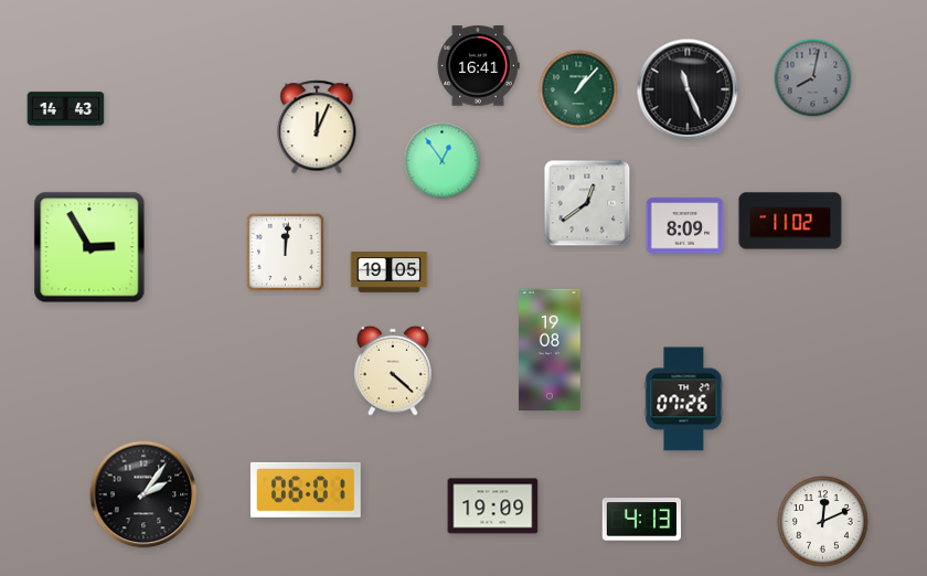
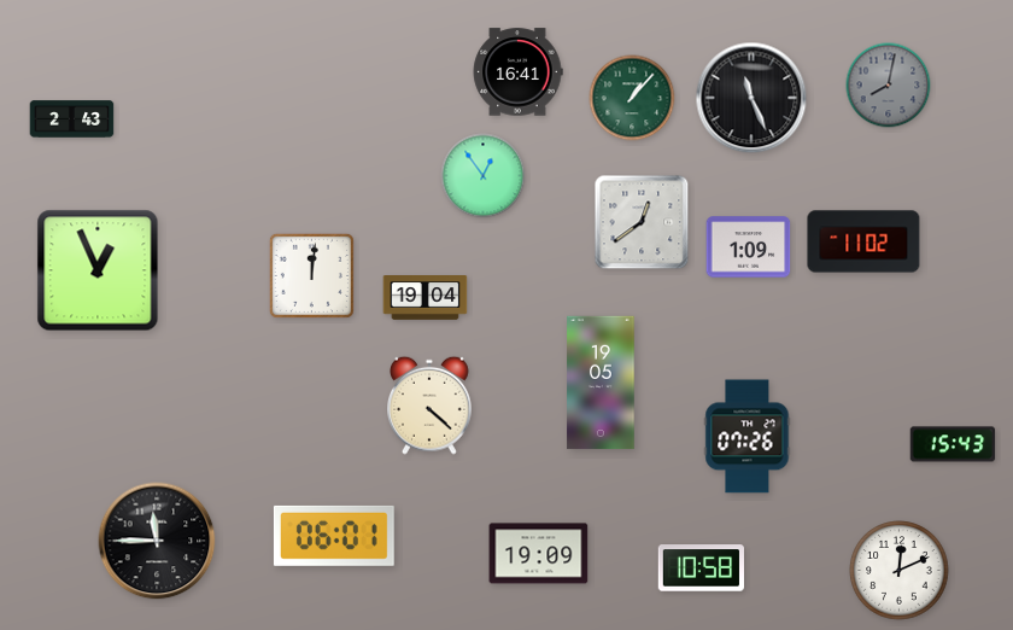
clock at (478, 66) position: (478, 66) -> (517, 72)
clock at (66, 109): 14:43 -> 2:43
clock at (317, 127): 12:04 -> none
clock at (685, 226): 8:09 -> 1:09
clock at (89, 247): 2:55 -> 12:56
clock at (390, 273): 19:05 -> 19:04
clock at (550, 350): 19:08 -> 19:05
clock at (953, 444): none -> 15:43
clock at (143, 494): 2:06 -> 11:45
clock at (641, 520): 4:13 -> 10:58
